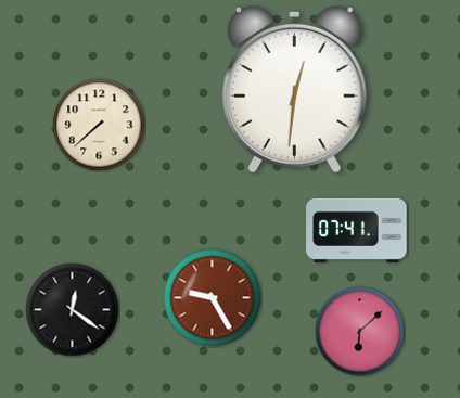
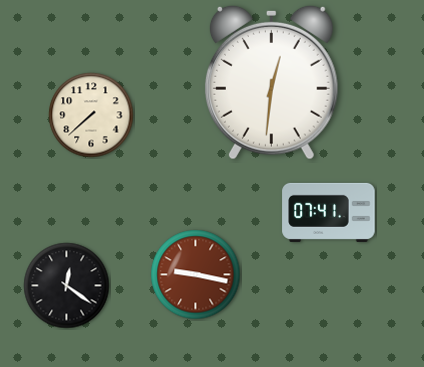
clock at (213, 298): 9:25 -> 9:17
clock at (360, 332): 6:08 -> none
